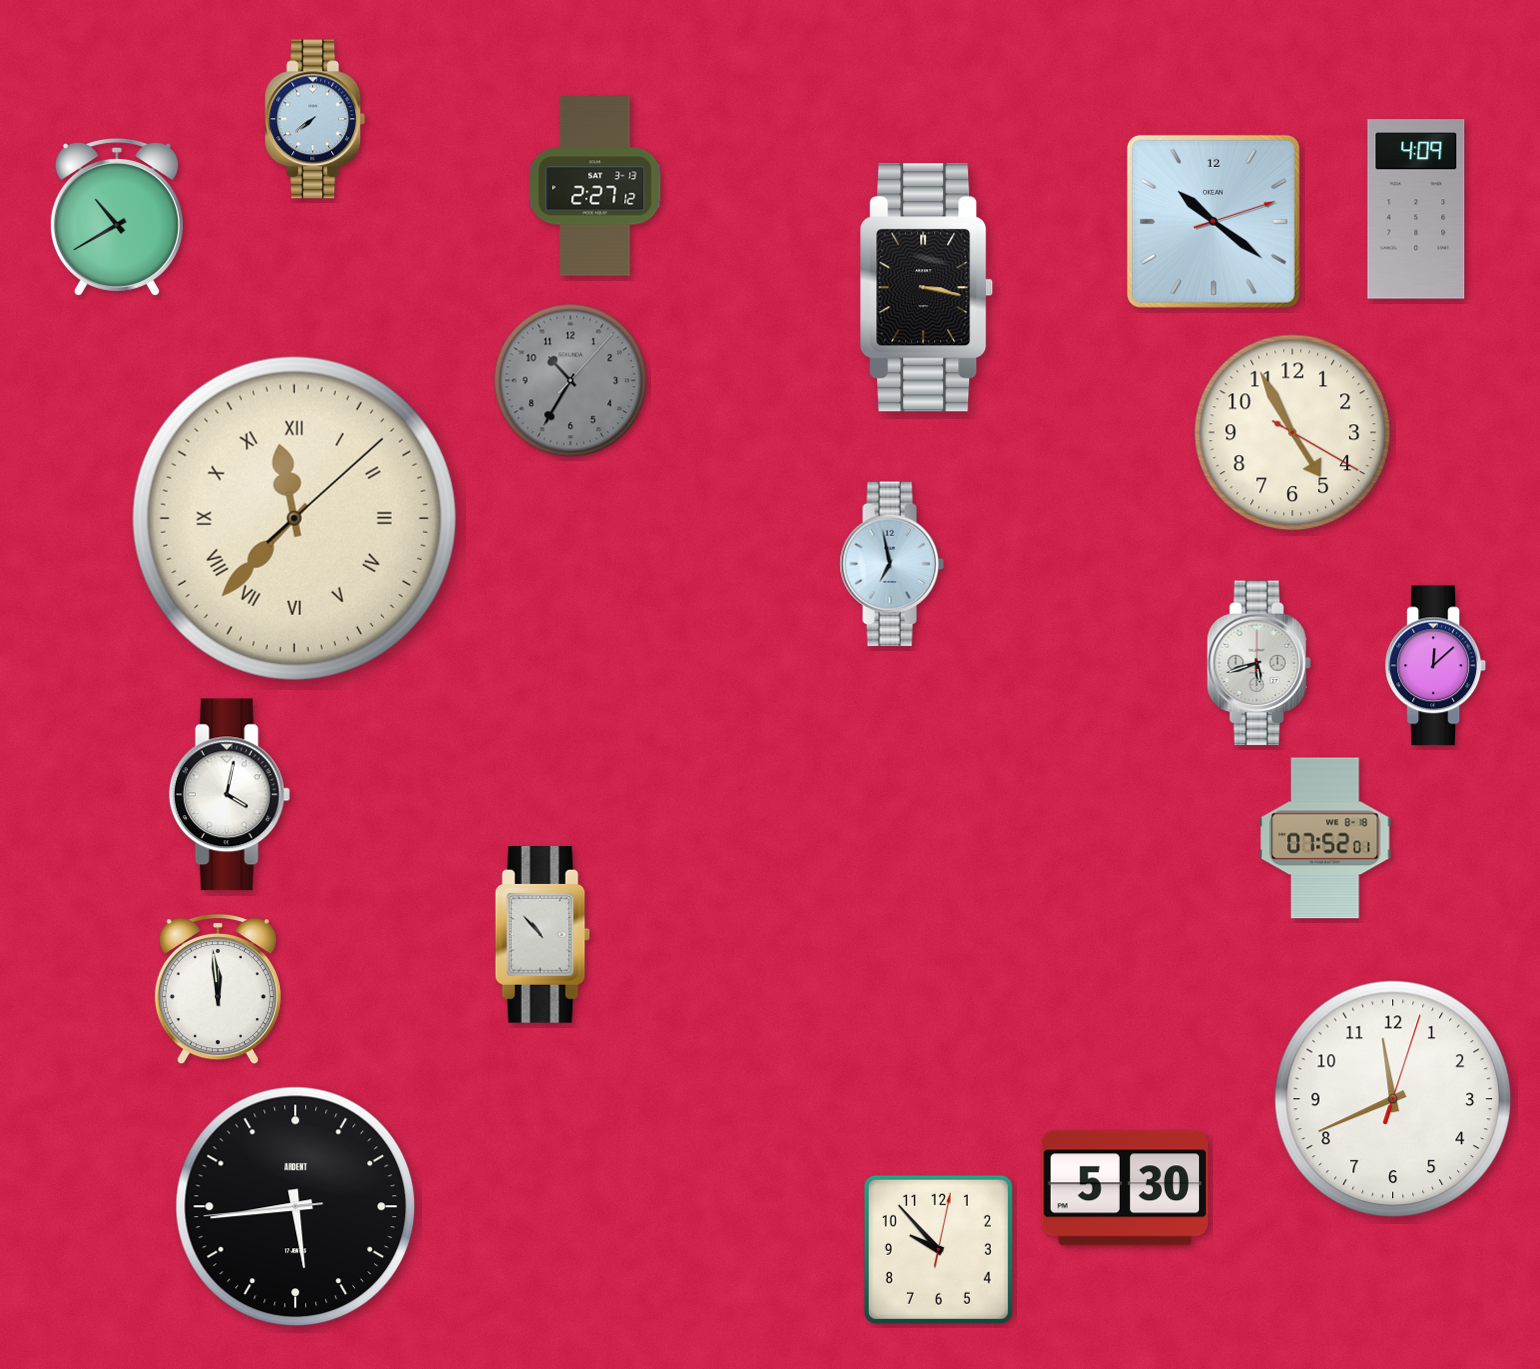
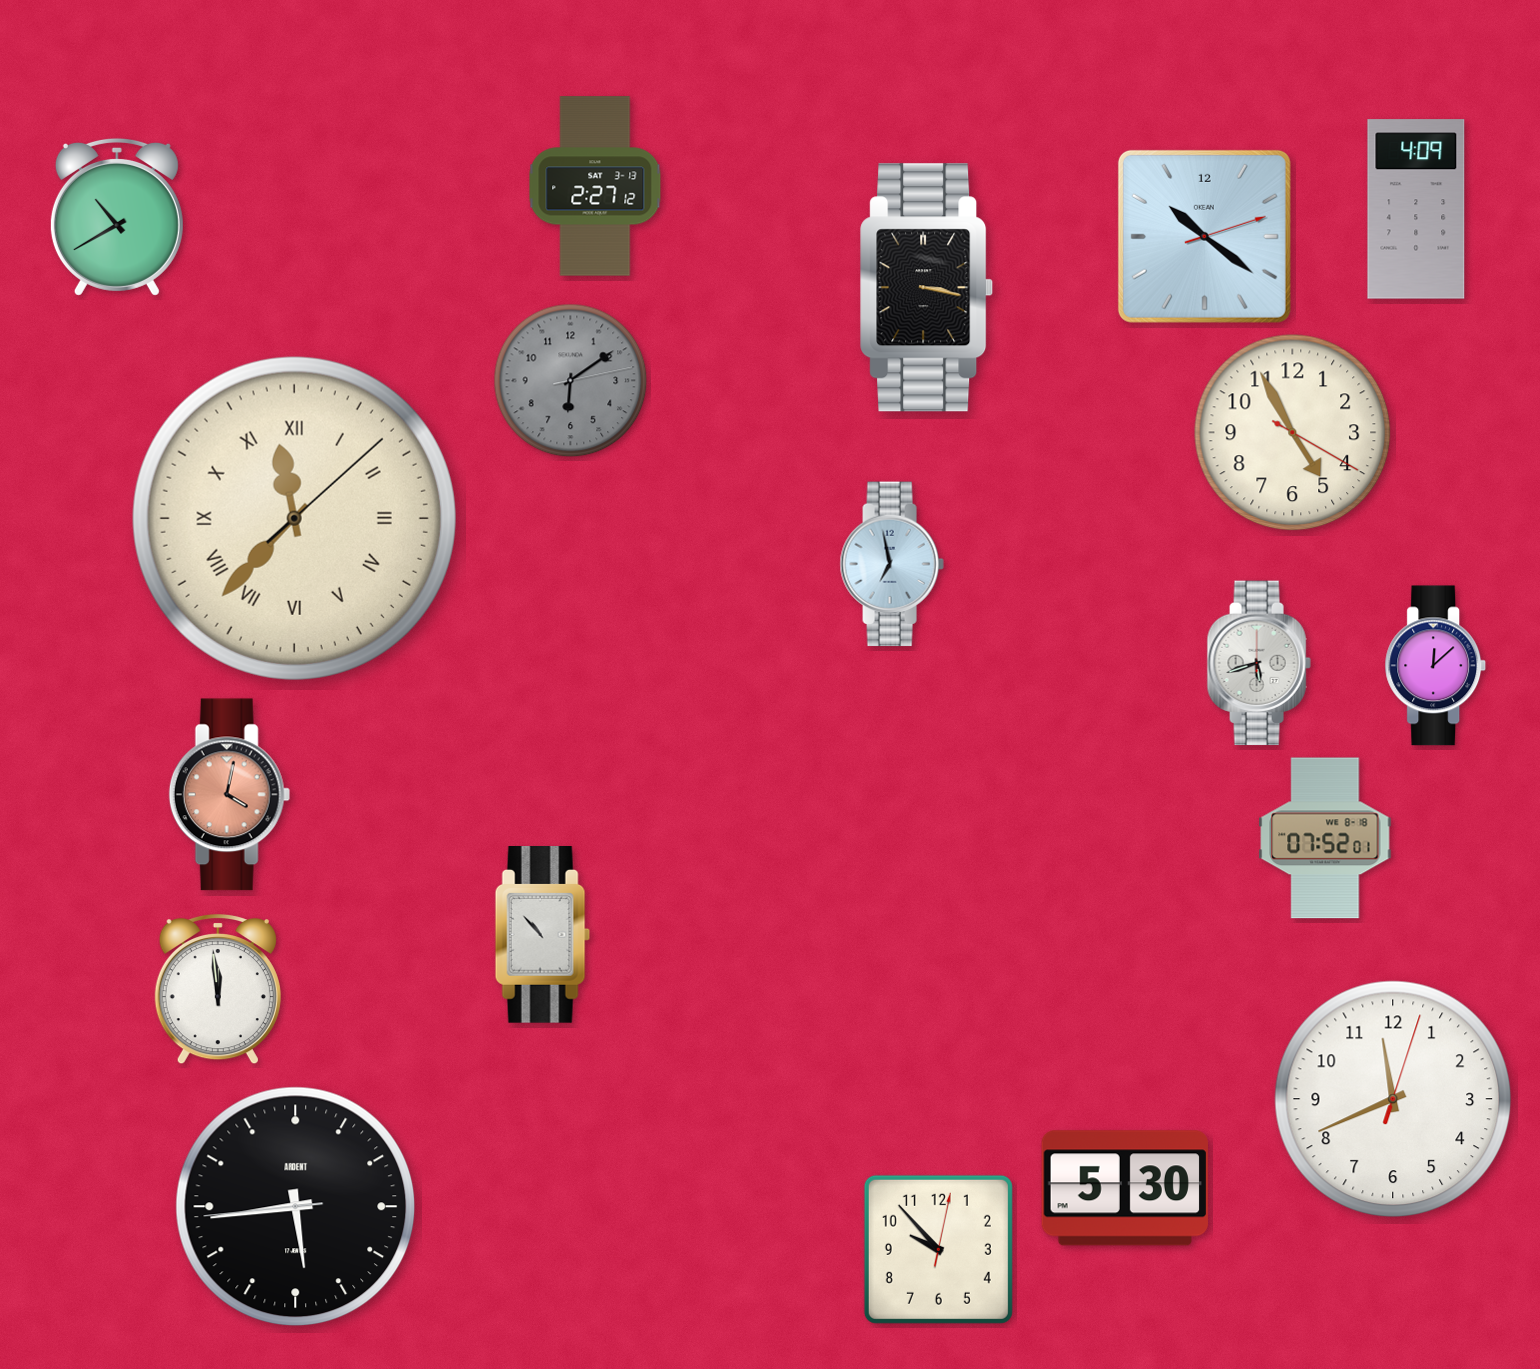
clock at (315, 119): 7:39 -> none
clock at (1213, 221) position: (1213, 221) -> (1204, 236)
clock at (571, 381): 10:35 -> 6:09
clock at (229, 795) dial: white -> salmon
